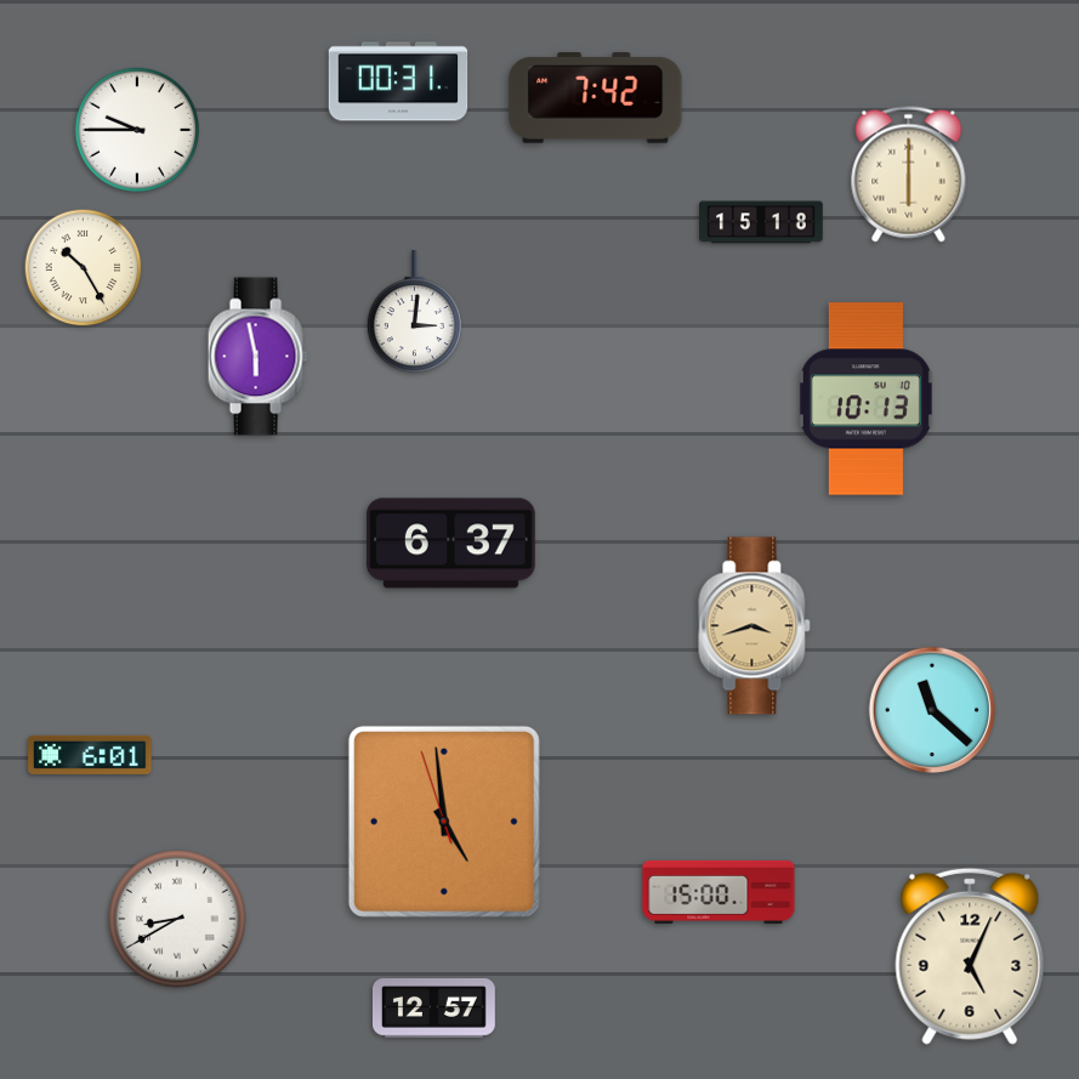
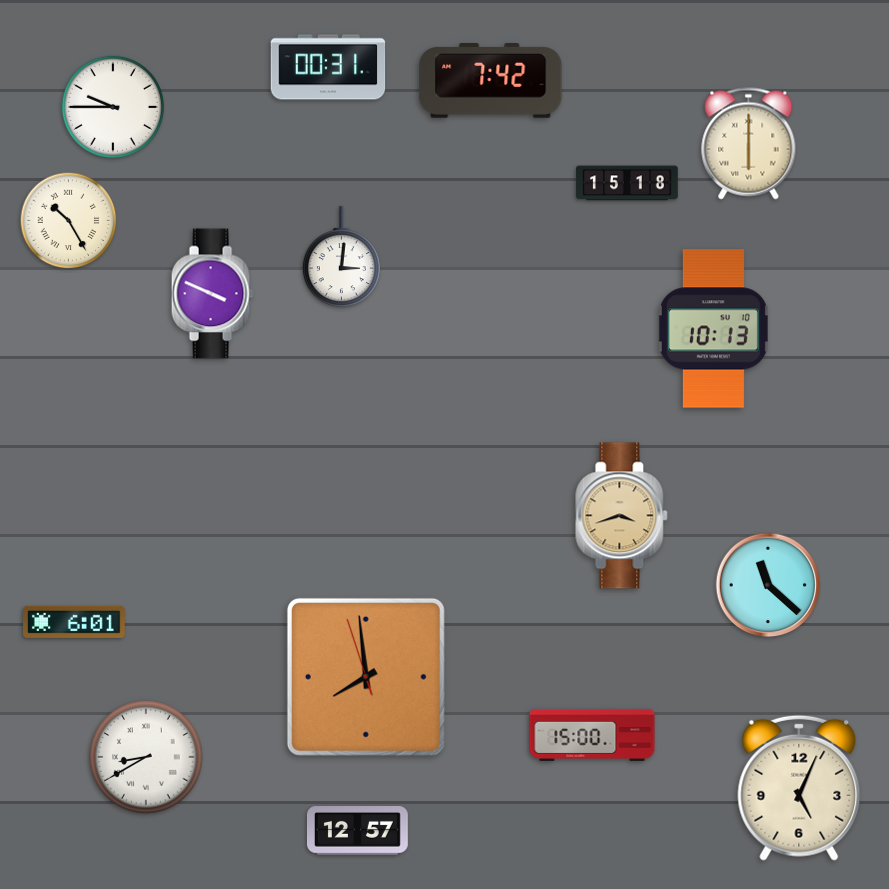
clock at (257, 357): 5:58 -> 3:49
clock at (452, 544): 6:37 -> none
clock at (444, 822): 4:58 -> 7:58
